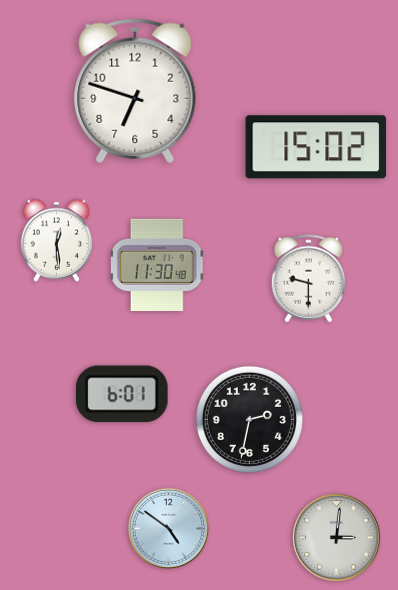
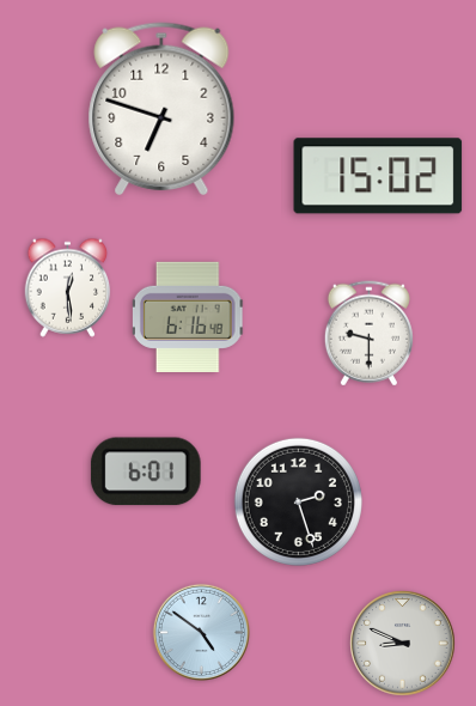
clock at (157, 265): 11:30 -> 6:16
clock at (249, 419): 2:32 -> 2:27
clock at (337, 538): 3:01 -> 8:49
